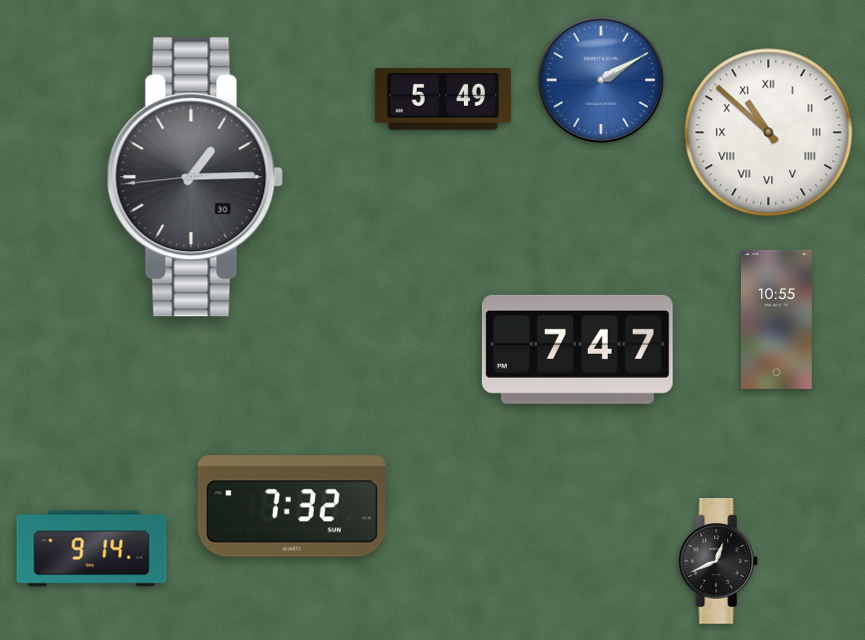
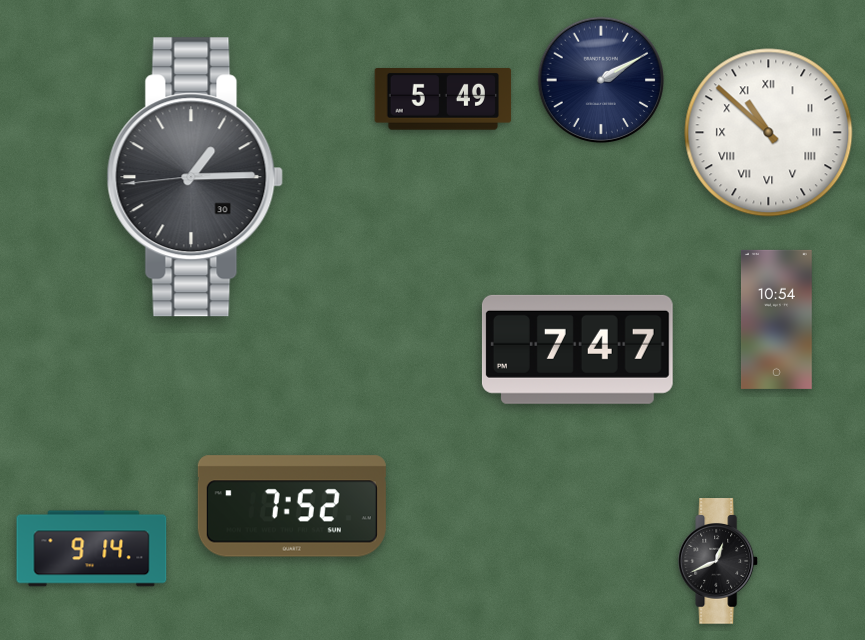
clock at (601, 80) dial: blue -> navy
clock at (776, 319): 10:55 -> 10:54
clock at (292, 506): 7:32 -> 7:52
